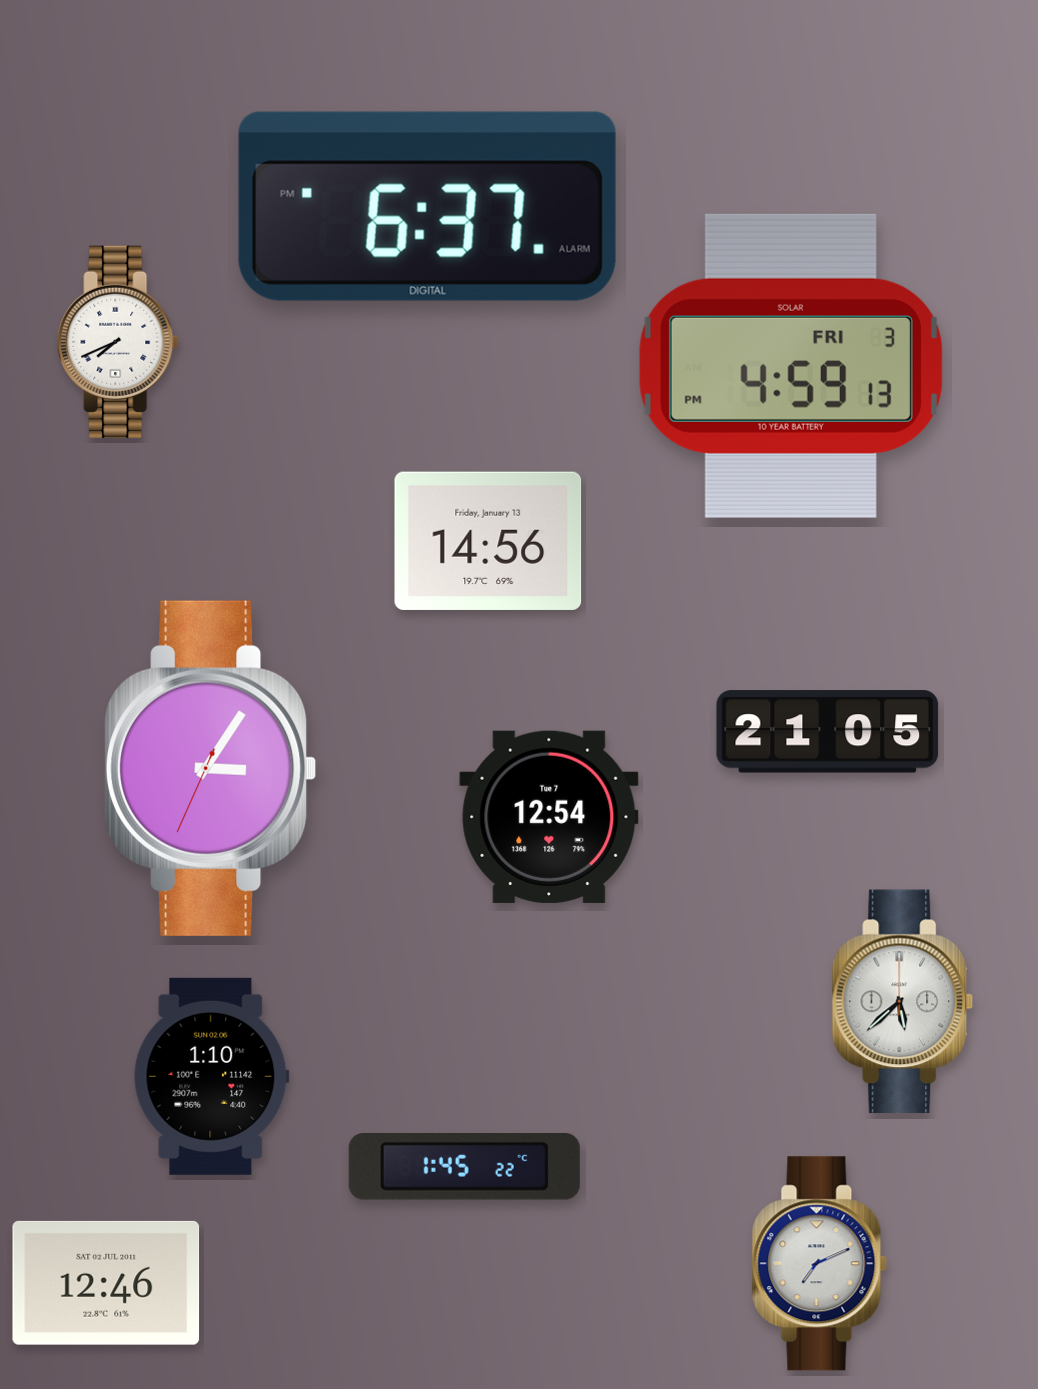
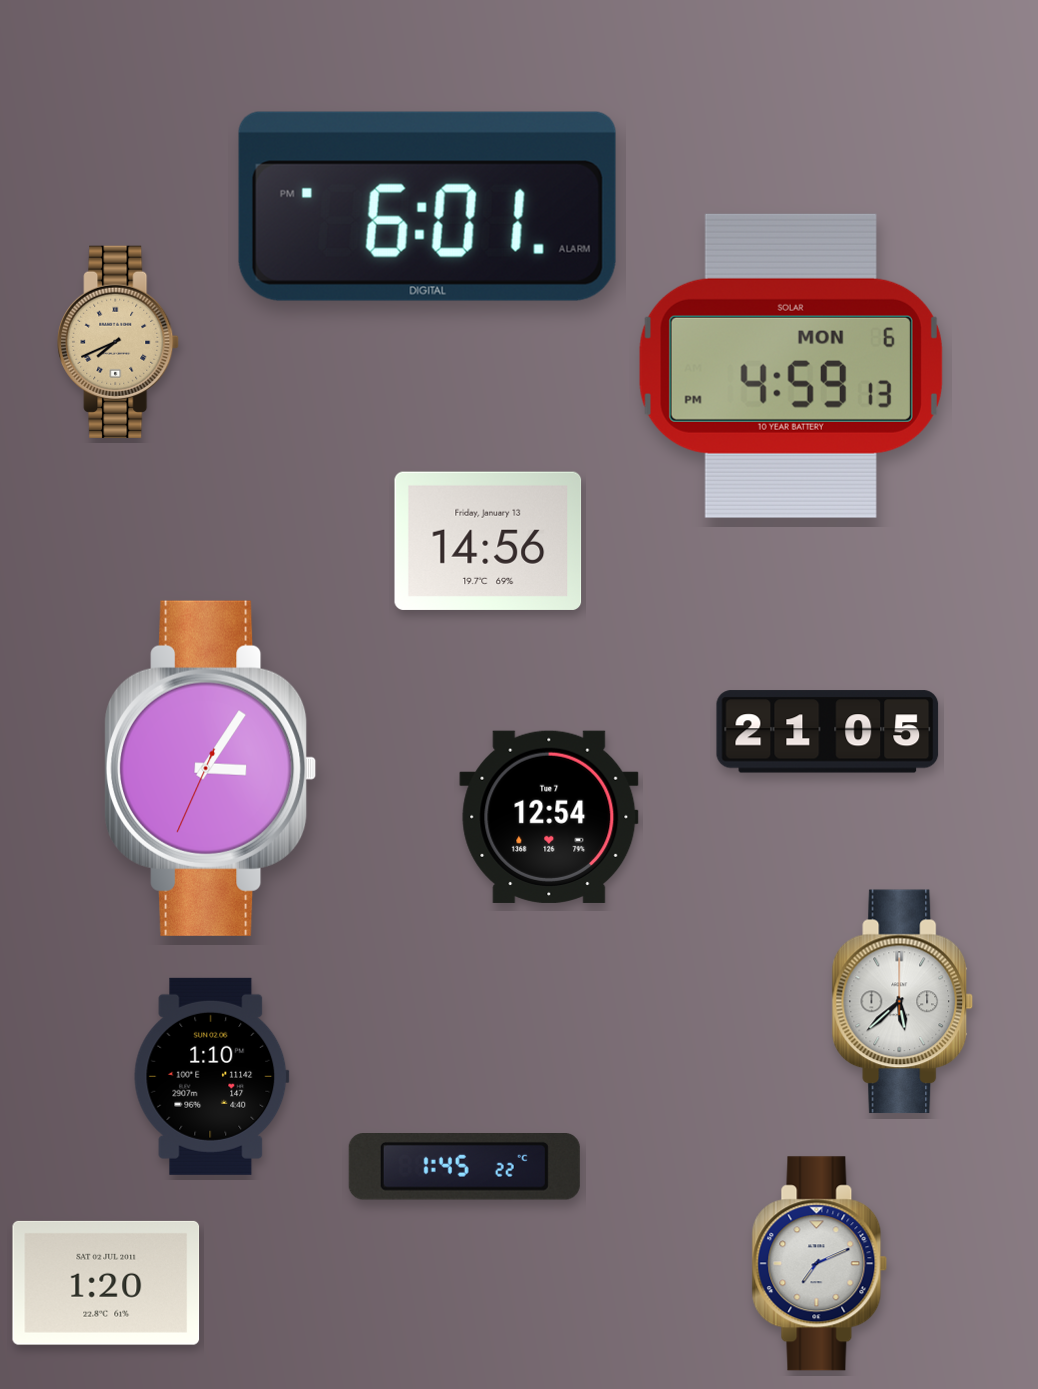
clock at (427, 206): 6:37 -> 6:01
clock at (118, 342) dial: white -> champagne
clock at (791, 366) date: FRI 3 -> MON 6
clock at (106, 1283): 12:46 -> 1:20
